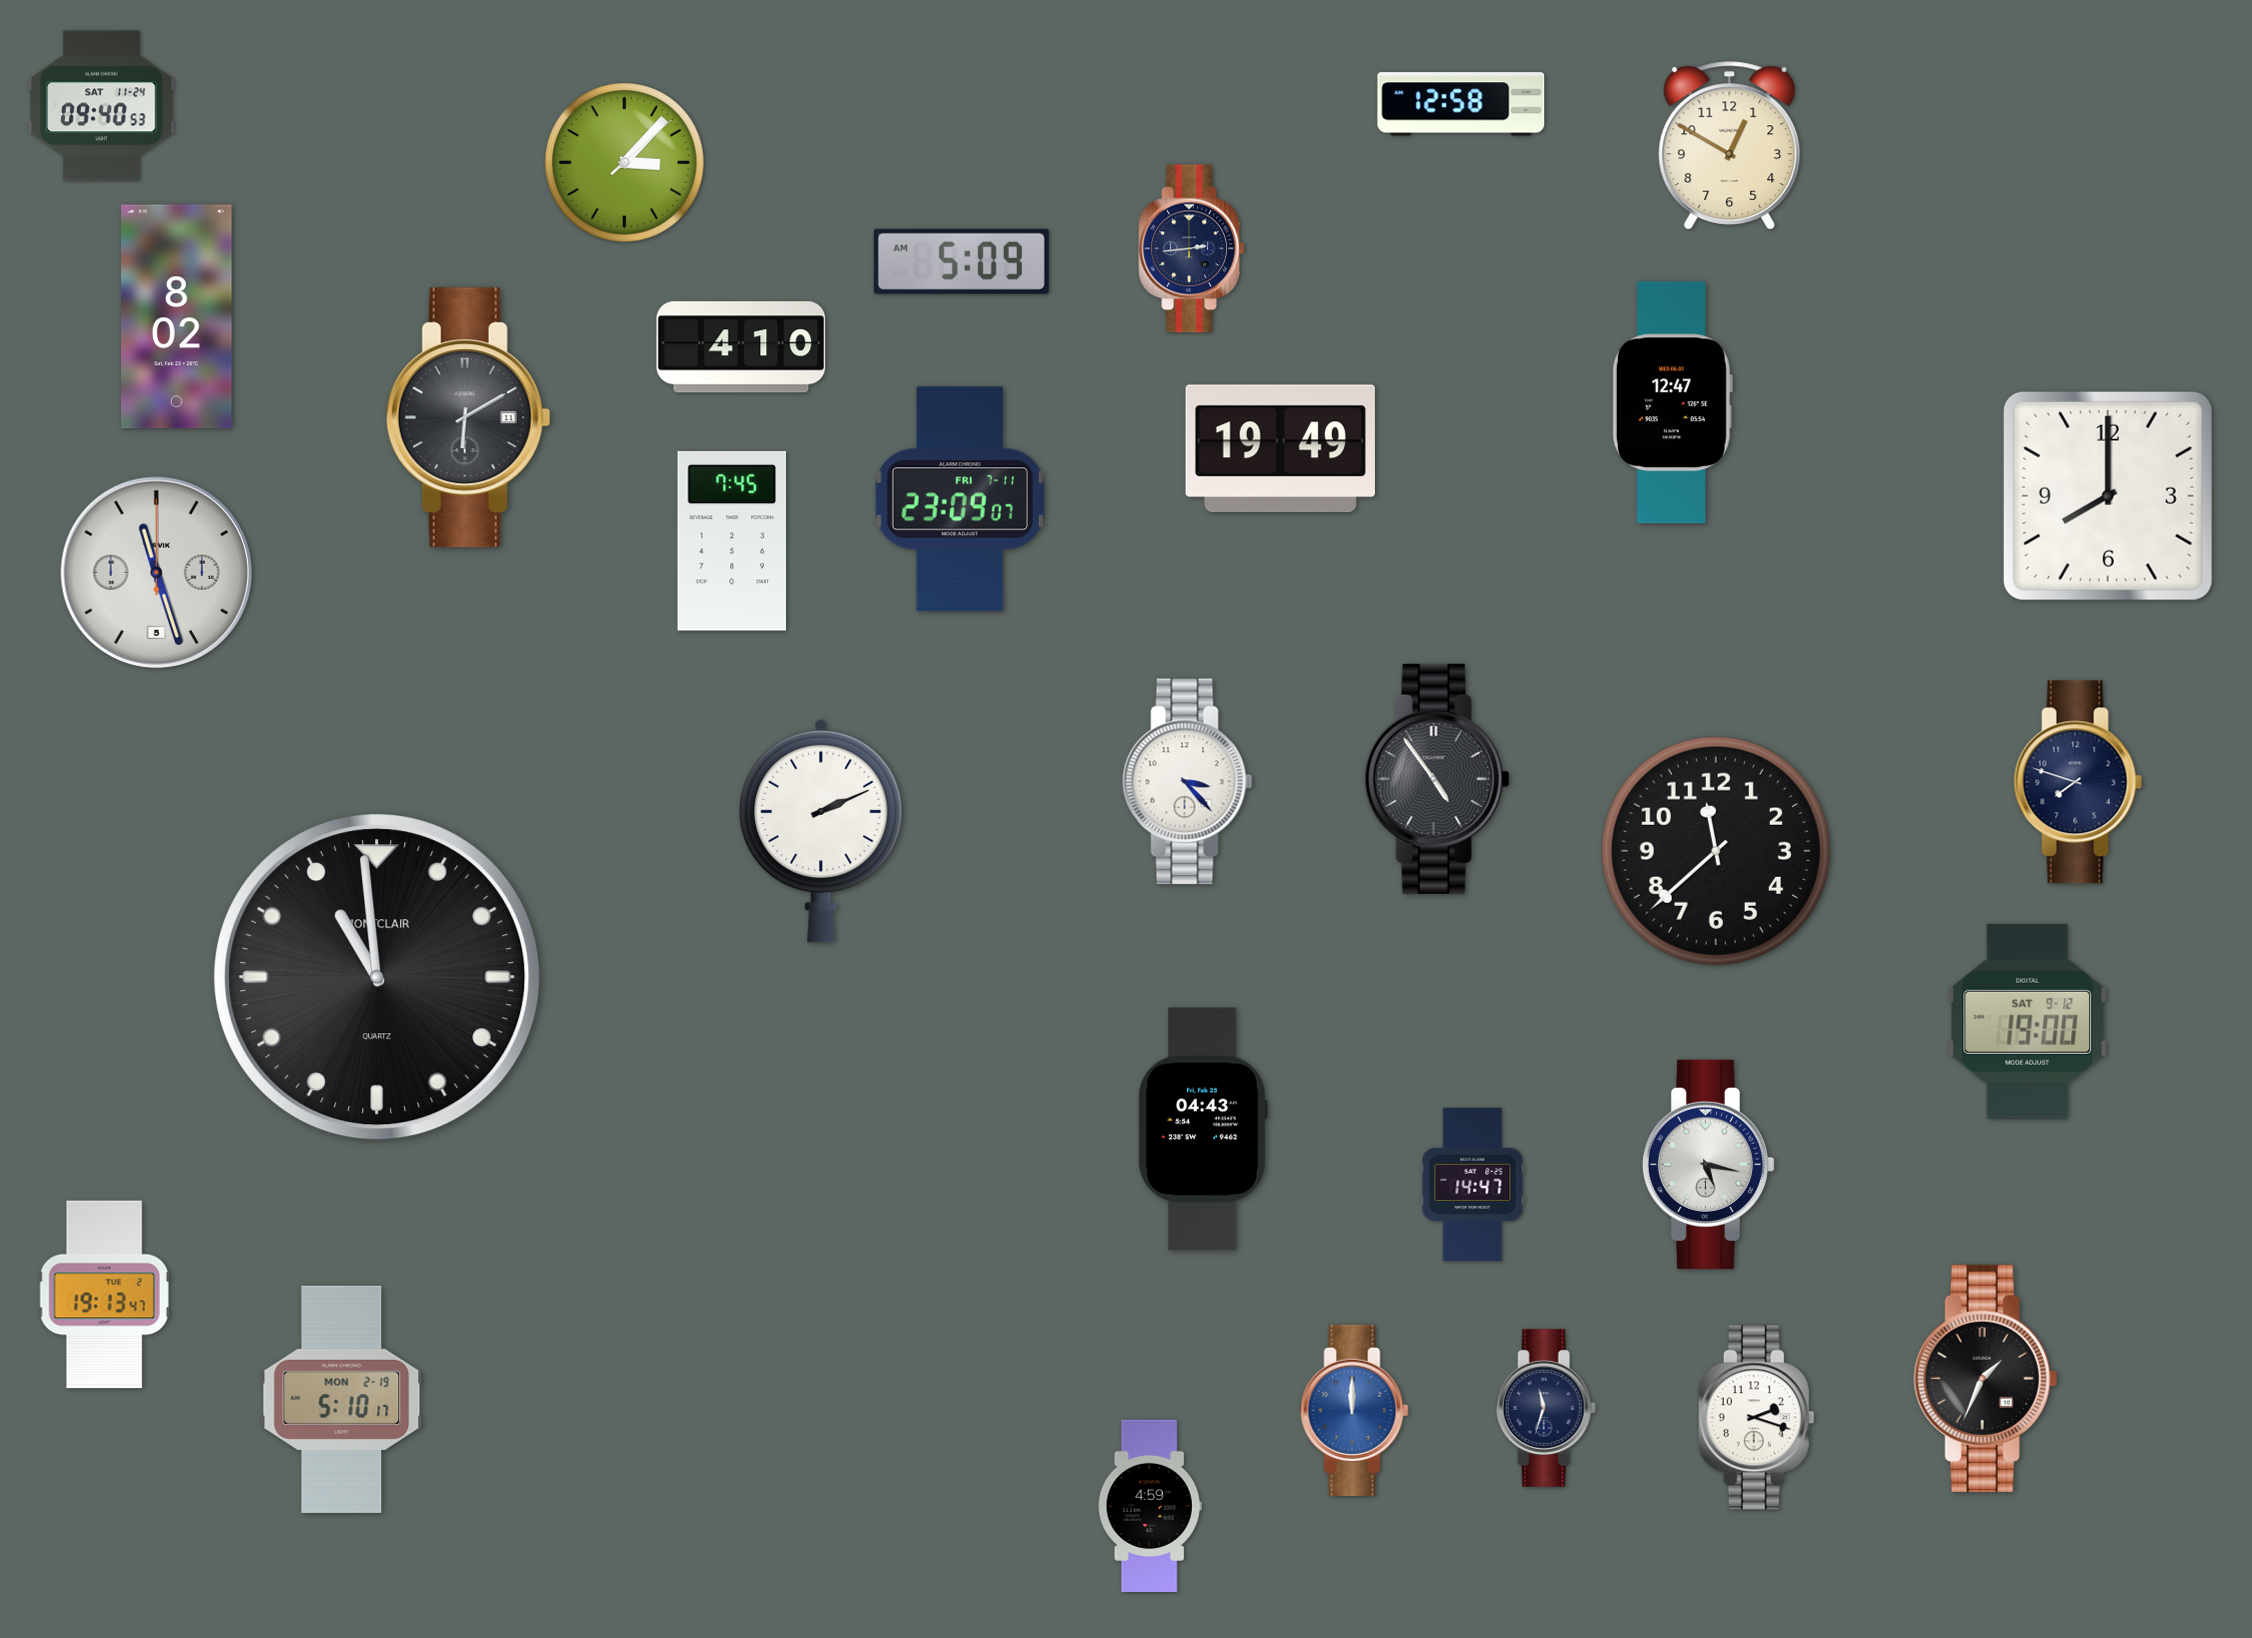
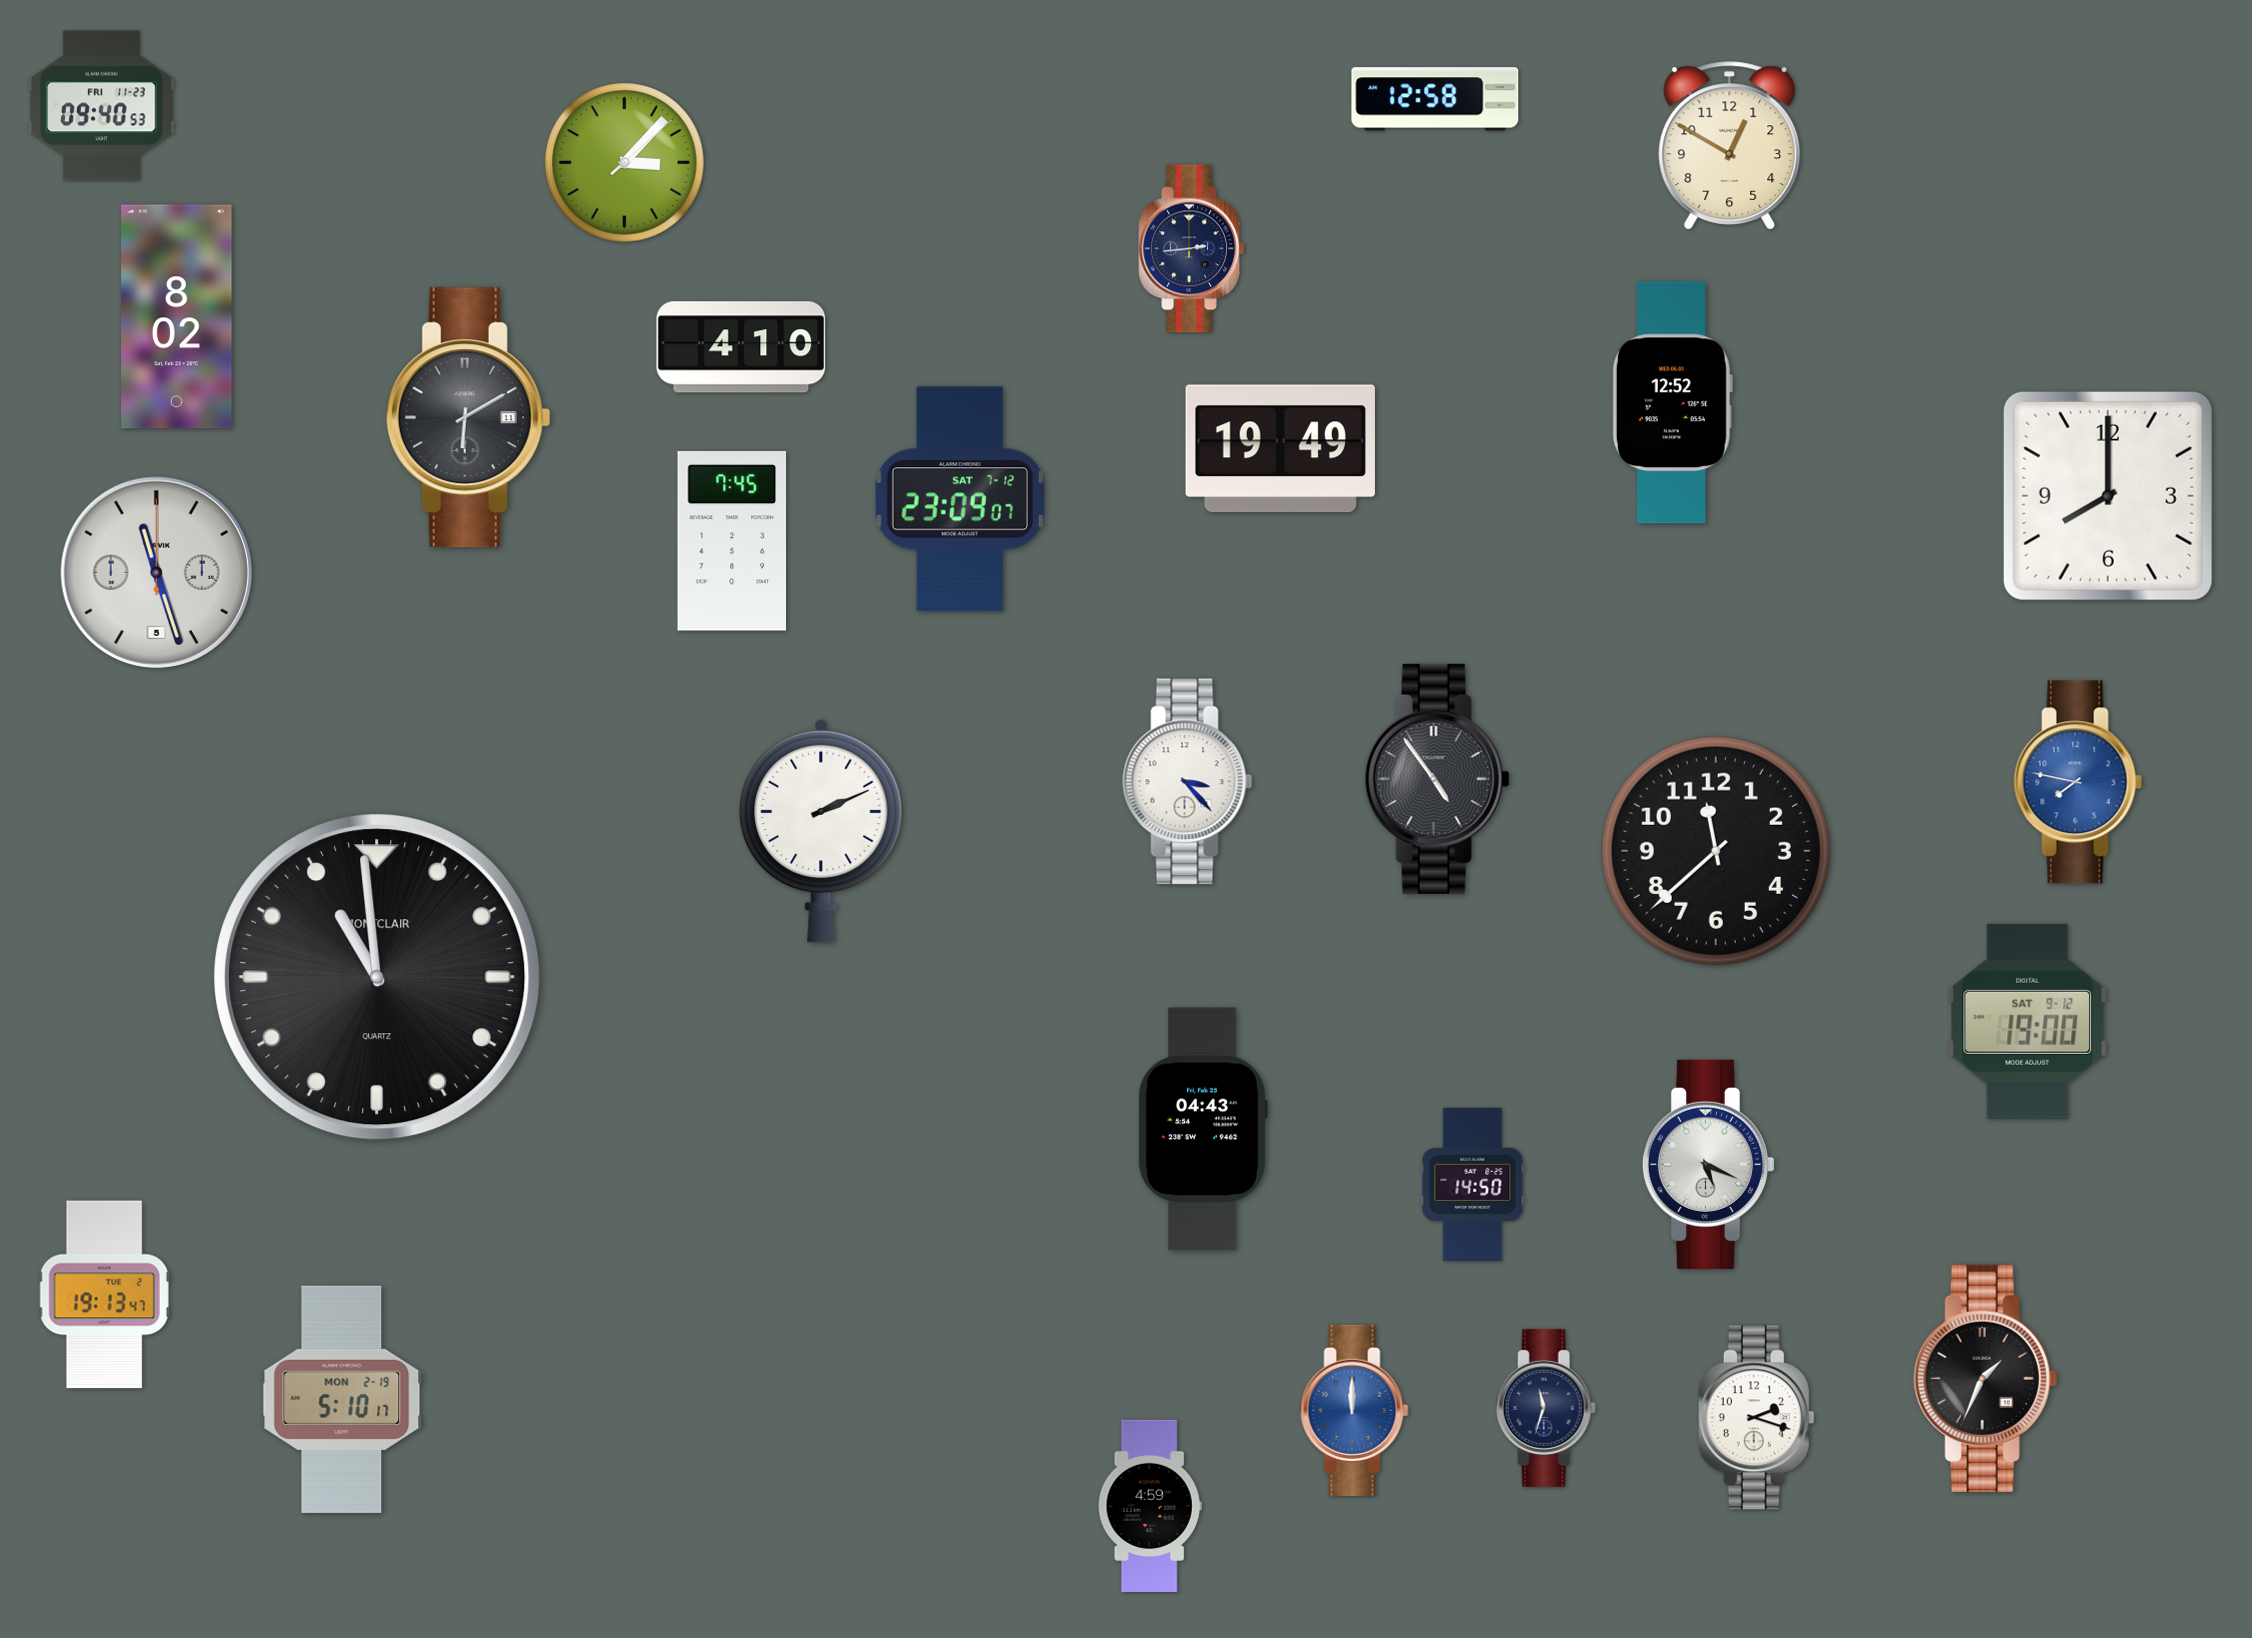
clock at (1461, 104) position: (1461, 104) -> (1435, 99)
clock at (102, 106) date: SAT 11-24 -> FRI 11-23
clock at (961, 261): 5:09 -> none
clock at (1672, 403): 12:47 -> 12:52
clock at (960, 499) date: FRI 7-11 -> SAT 7-12
clock at (2078, 782): 7:48 -> 7:47
clock at (2078, 782) dial: navy -> blue
clock at (1708, 1164): 5:17 -> 5:19
clock at (1473, 1185): 14:47 -> 14:50
